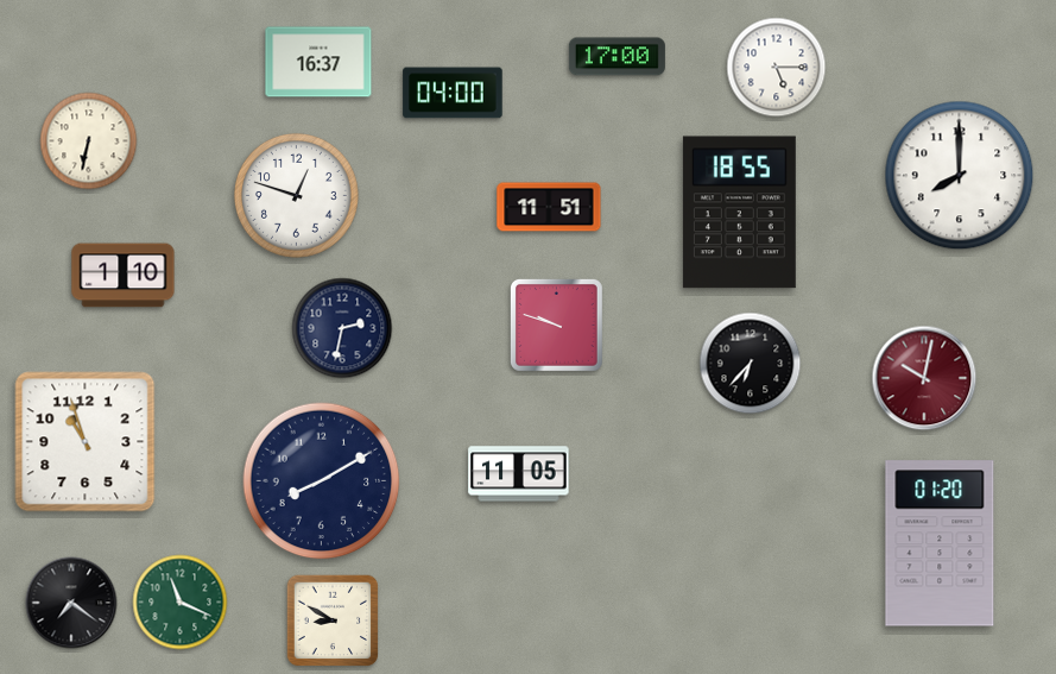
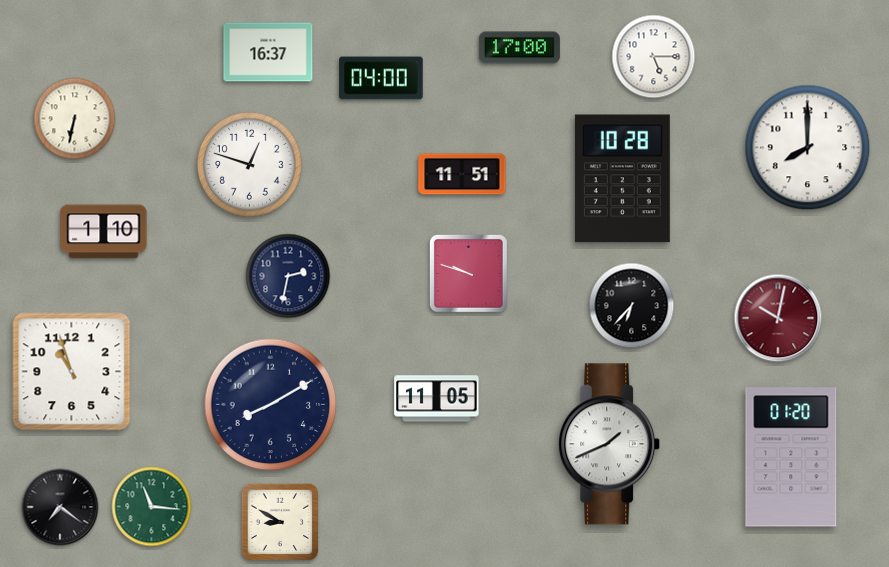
clock at (739, 213): 18:55 -> 10:28
clock at (610, 444): none -> 1:41
clock at (181, 603): 11:19 -> 11:16
